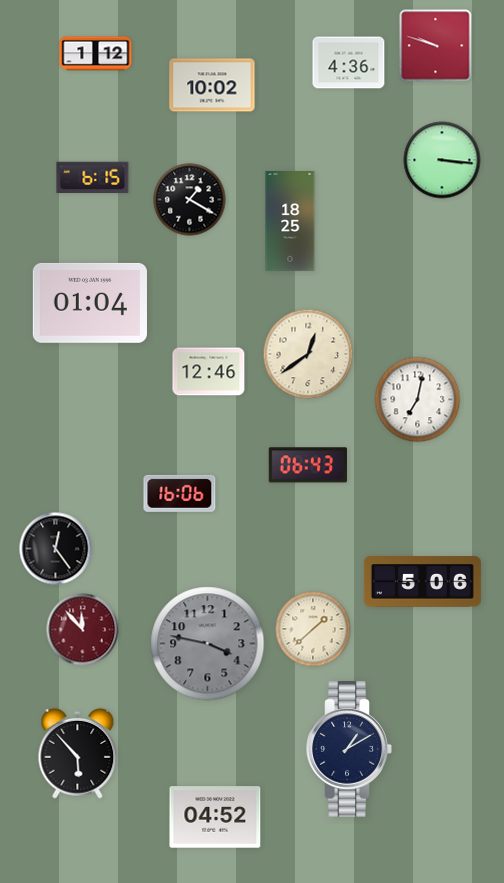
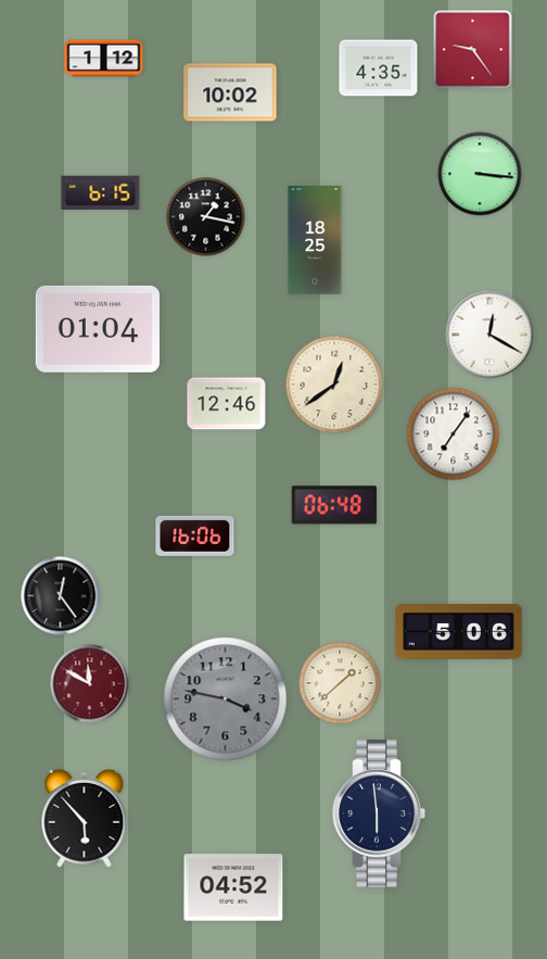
clock at (436, 46): 9:48 -> 9:24
clock at (349, 63): 4:36 -> 4:35
clock at (190, 200): 1:20 -> 1:17
clock at (489, 335): none -> 12:20
clock at (418, 400): 7:02 -> 7:06
clock at (308, 465): 06:43 -> 06:48
clock at (83, 630): 11:53 -> 11:50
clock at (349, 749): 1:10 -> 5:59
